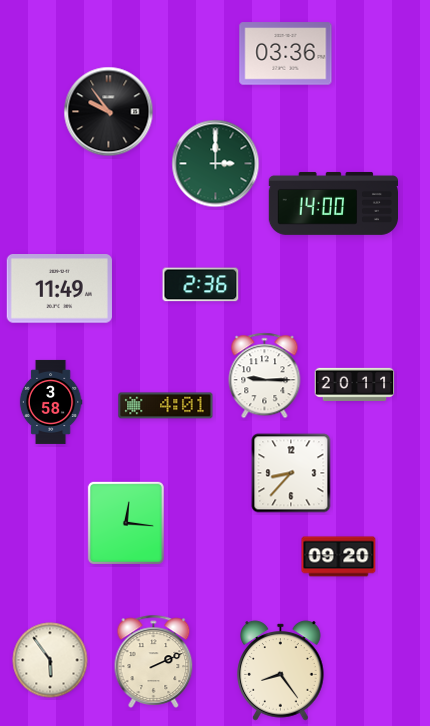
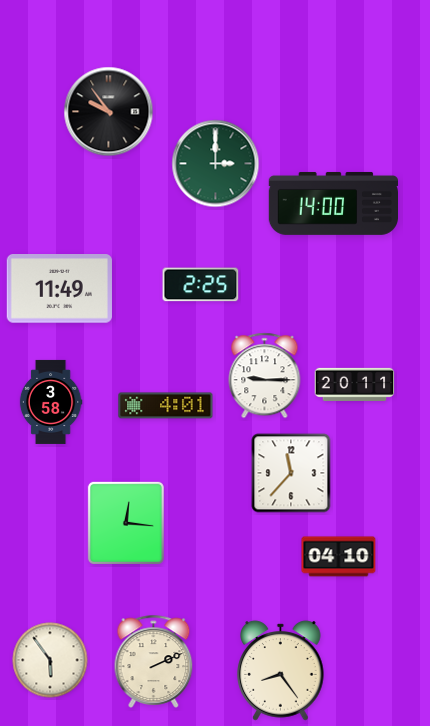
clock at (286, 54): 03:36 -> none
clock at (201, 285): 2:36 -> 2:25
clock at (291, 473): 8:37 -> 11:37
clock at (339, 557): 09:20 -> 04:10
